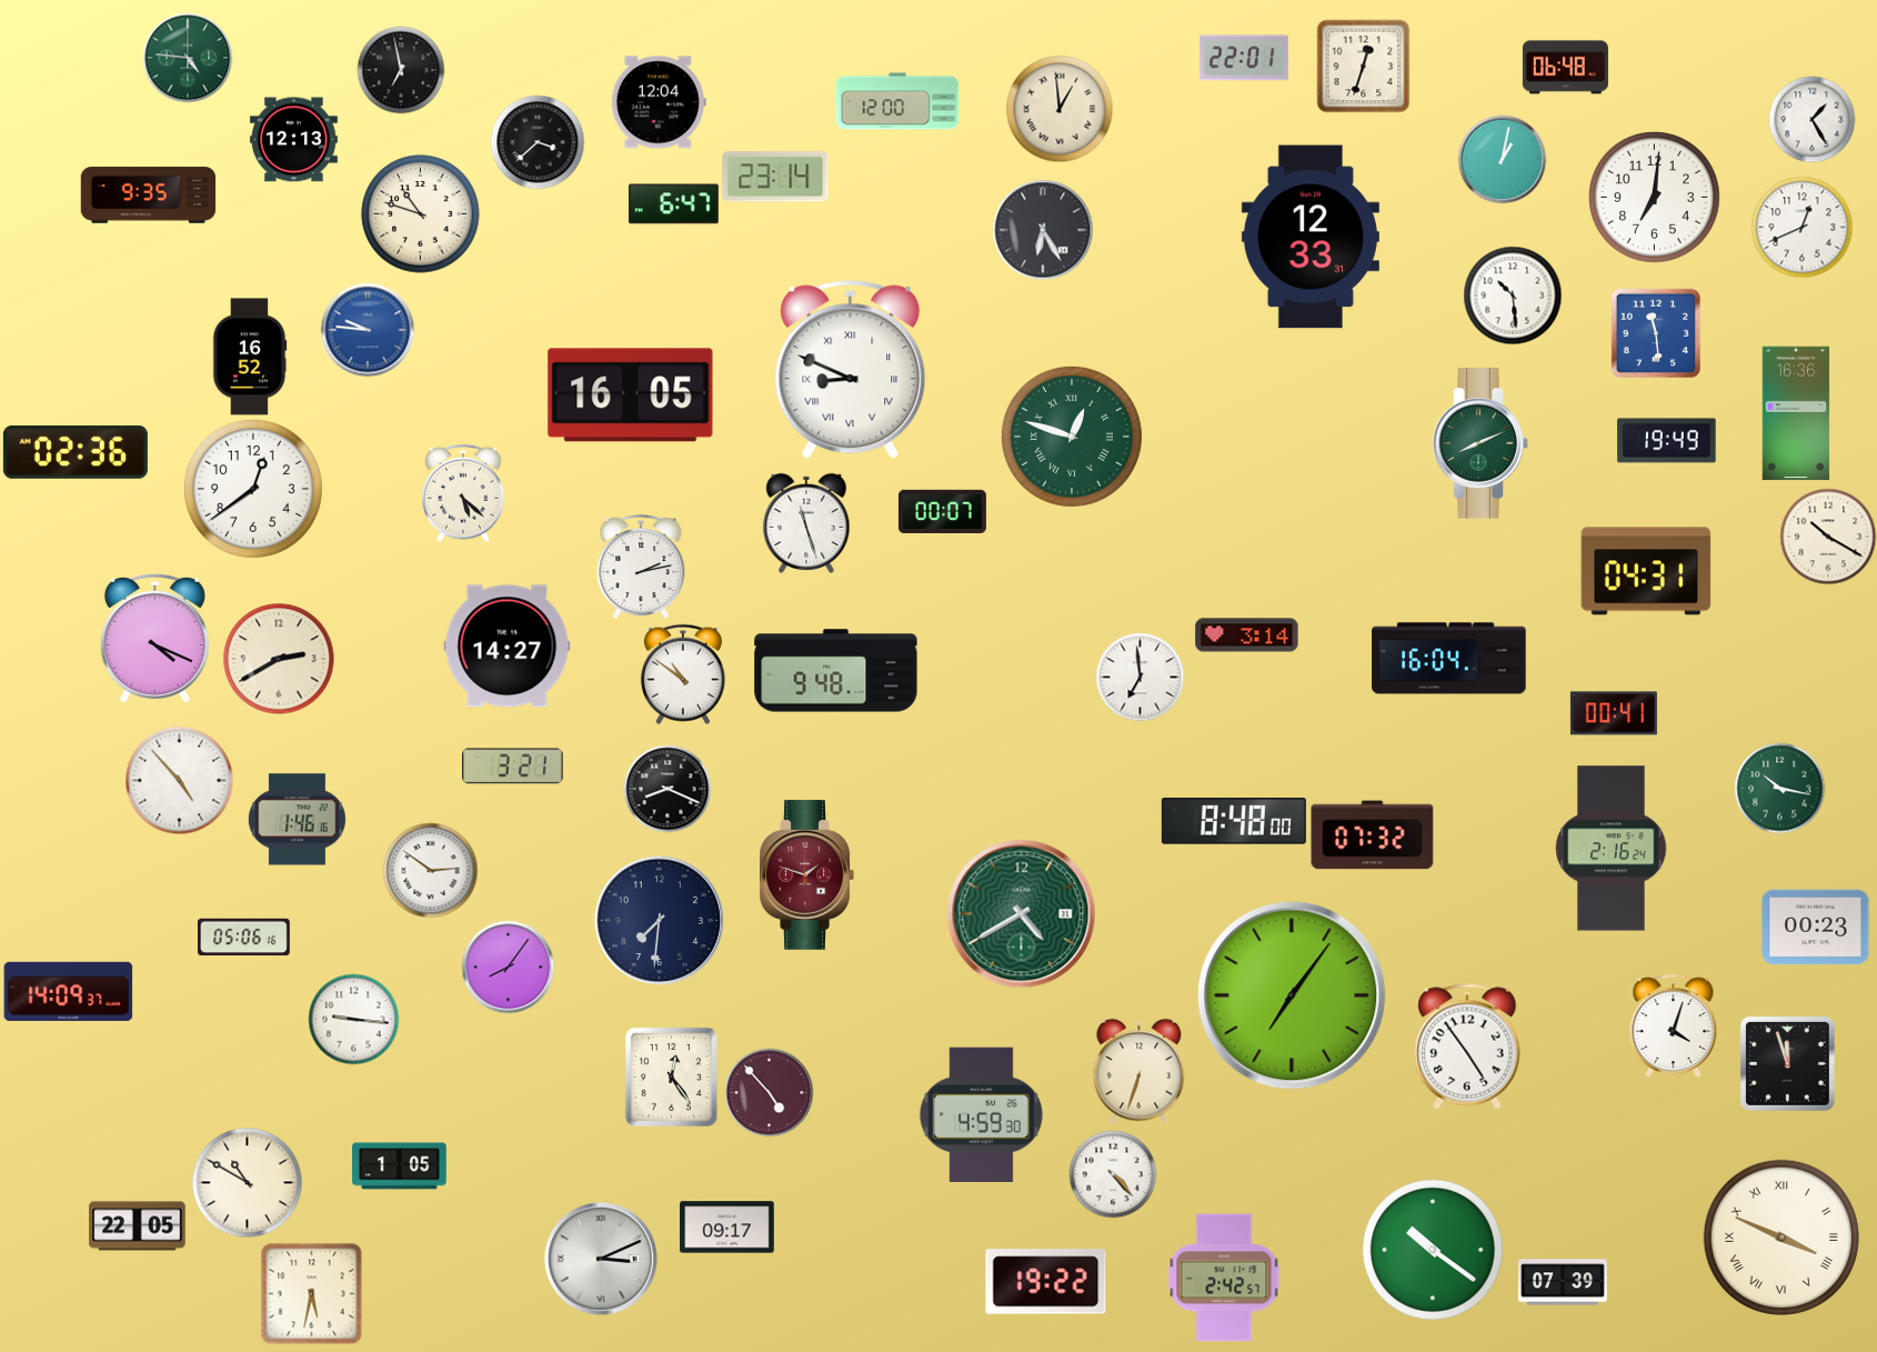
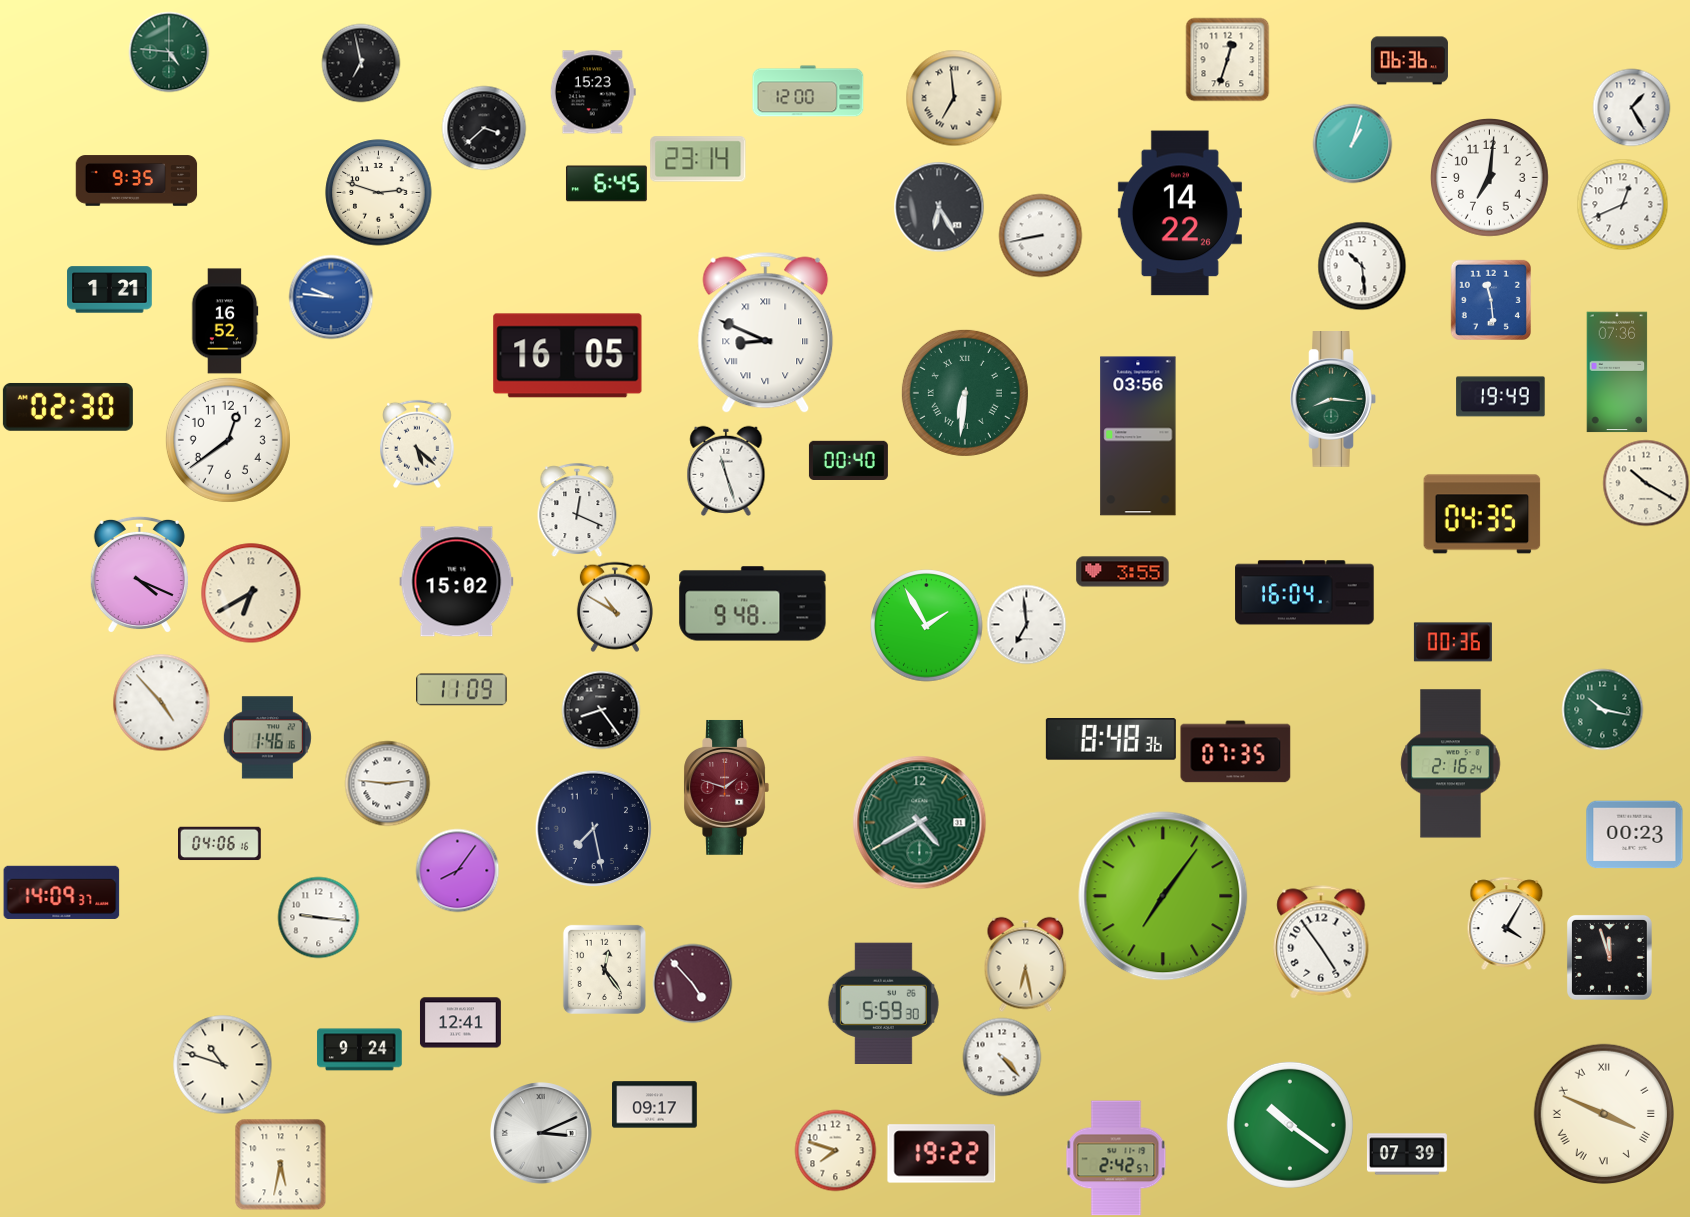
clock at (1244, 58): 22:01 -> none
clock at (1565, 68): 06:48 -> 06:36
clock at (659, 102): 12:04 -> 15:23
clock at (1060, 109): 12:59 -> 6:59
clock at (293, 140): 12:13 -> none
clock at (1502, 159): 1:02 -> 1:03
clock at (149, 196) position: (149, 196) -> (137, 181)
clock at (673, 204): 6:47 -> 6:45
clock at (421, 214): 10:48 -> 2:48
clock at (1311, 237): 12:33 -> 14:22
clock at (1040, 235): none -> 8:43
clock at (110, 290): none -> 1:21
clock at (1796, 413): 16:36 -> 07:36
clock at (1072, 437): 12:48 -> 6:31
clock at (1480, 444): 8:11 -> 8:16
clock at (76, 452): 02:36 -> 02:30
clock at (1138, 436): none -> 03:56
clock at (942, 511): 00:07 -> 00:40
clock at (641, 567): 2:13 -> 12:19
clock at (1646, 571): 04:31 -> 04:35
clock at (1247, 635): 3:14 -> 3:55
clock at (508, 647): 14:27 -> 15:02
clock at (279, 659): 2:40 -> 6:40
clock at (683, 674): 10:51 -> 10:50
clock at (1140, 677) position: (1140, 677) -> (1026, 624)
clock at (927, 626): none -> 1:55
clock at (1614, 713): 00:41 -> 00:36
clock at (513, 767): 3:21 -> 11:09
clock at (668, 789): 8:19 -> 8:24
clock at (1234, 822): 8:48:00 -> 8:48:36
clock at (1373, 835): 07:32 -> 07:35
clock at (430, 870): 2:51 -> 2:46
clock at (659, 920): 7:31 -> 7:28
clock at (244, 938): 05:06 -> 04:06
clock at (1674, 1025): 4:03 -> 4:05
clock at (1140, 1071): 6:33 -> 6:28
clock at (981, 1114): 4:59 -> 5:59
clock at (460, 1023): none -> 12:41
clock at (400, 1166): 1:05 -> 9:24
clock at (248, 1183): 10:50 -> 10:48
clock at (138, 1226): 22:05 -> none
clock at (835, 1150): none -> 7:48
clock at (1224, 1278) position: (1224, 1278) -> (1116, 1158)
